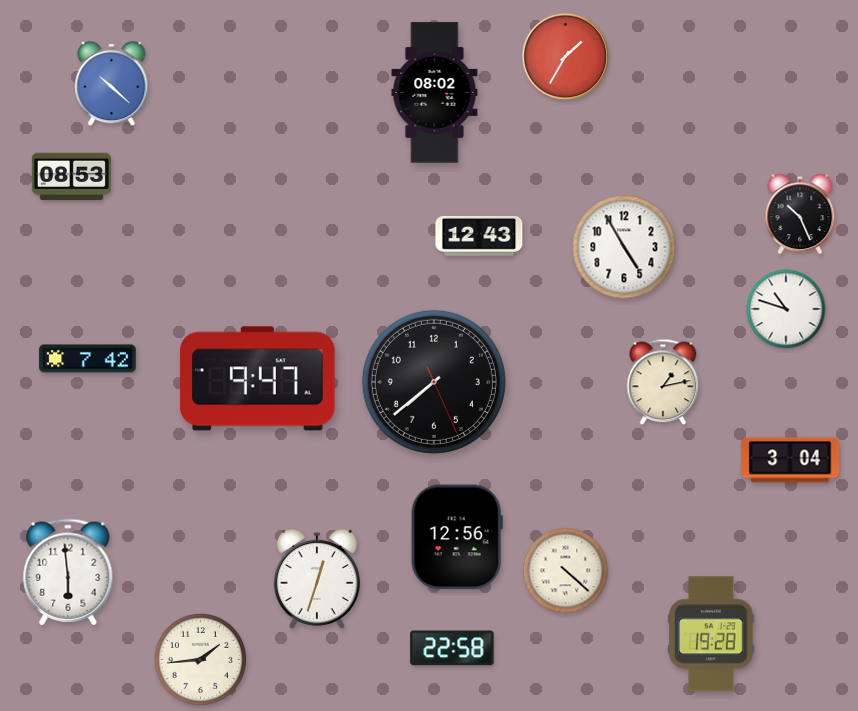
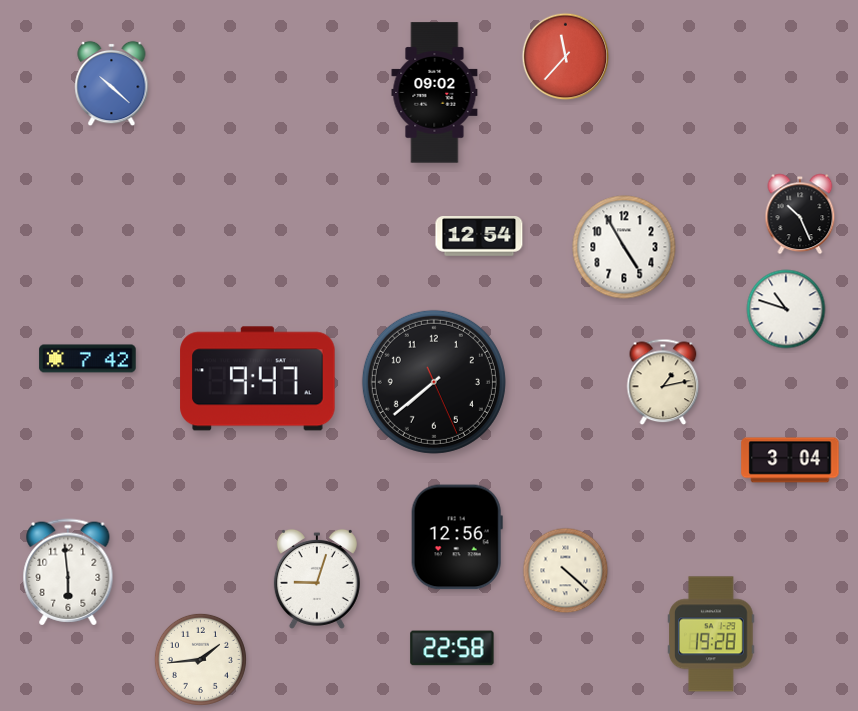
clock at (566, 57): 1:35 -> 11:37
clock at (435, 93): 08:02 -> 09:02
clock at (71, 177): 08:53 -> none
clock at (479, 237): 12:43 -> 12:54
clock at (317, 579): 12:33 -> 9:03
